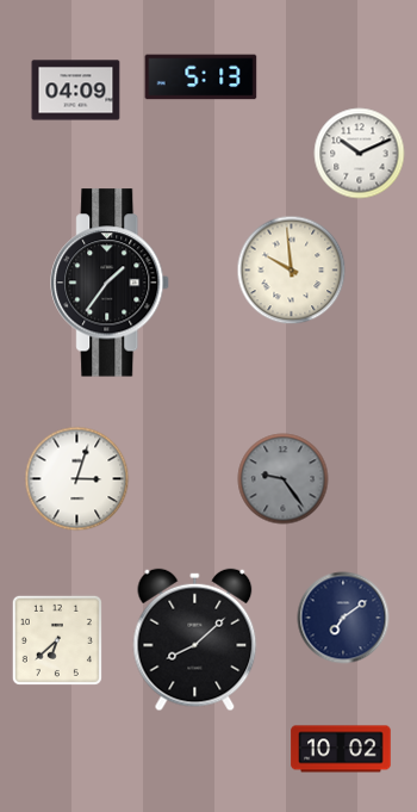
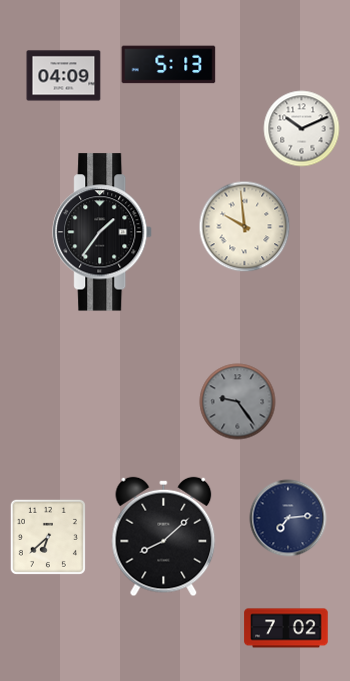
clock at (111, 283) position: (111, 283) -> (103, 232)
clock at (77, 479): 3:03 -> none
clock at (343, 618): 7:09 -> 7:14
clock at (341, 749): 10:02 -> 7:02
